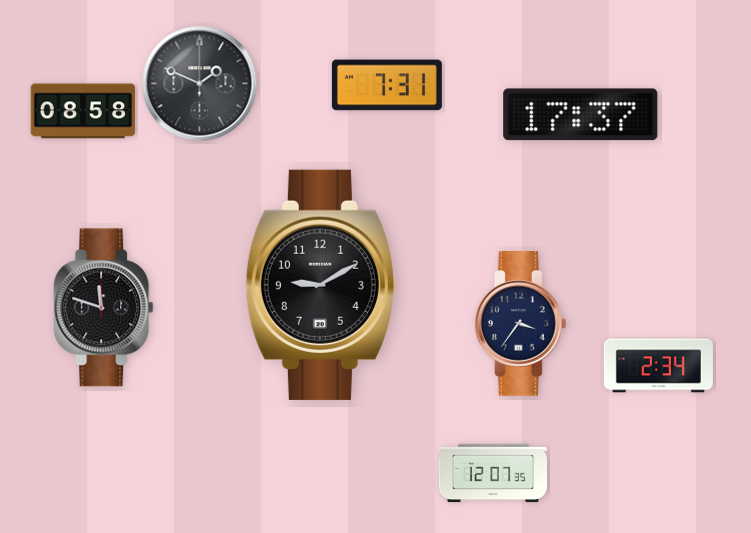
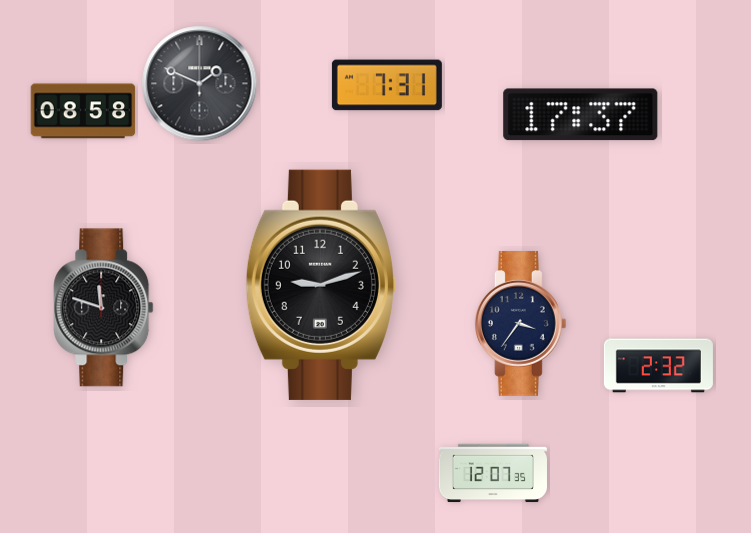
clock at (321, 285): 9:10 -> 9:12
clock at (658, 366): 2:34 -> 2:32
